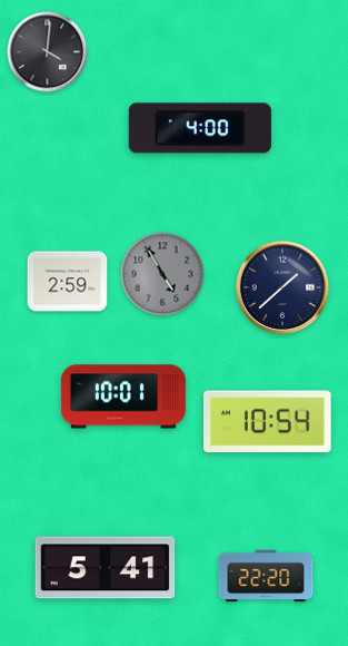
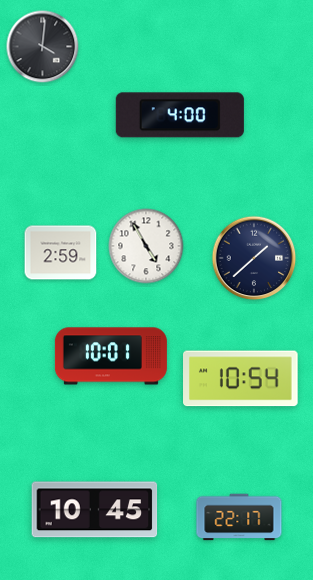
clock at (162, 274) dial: grey -> white
clock at (106, 568): 5:41 -> 10:45
clock at (266, 576): 22:20 -> 22:17
